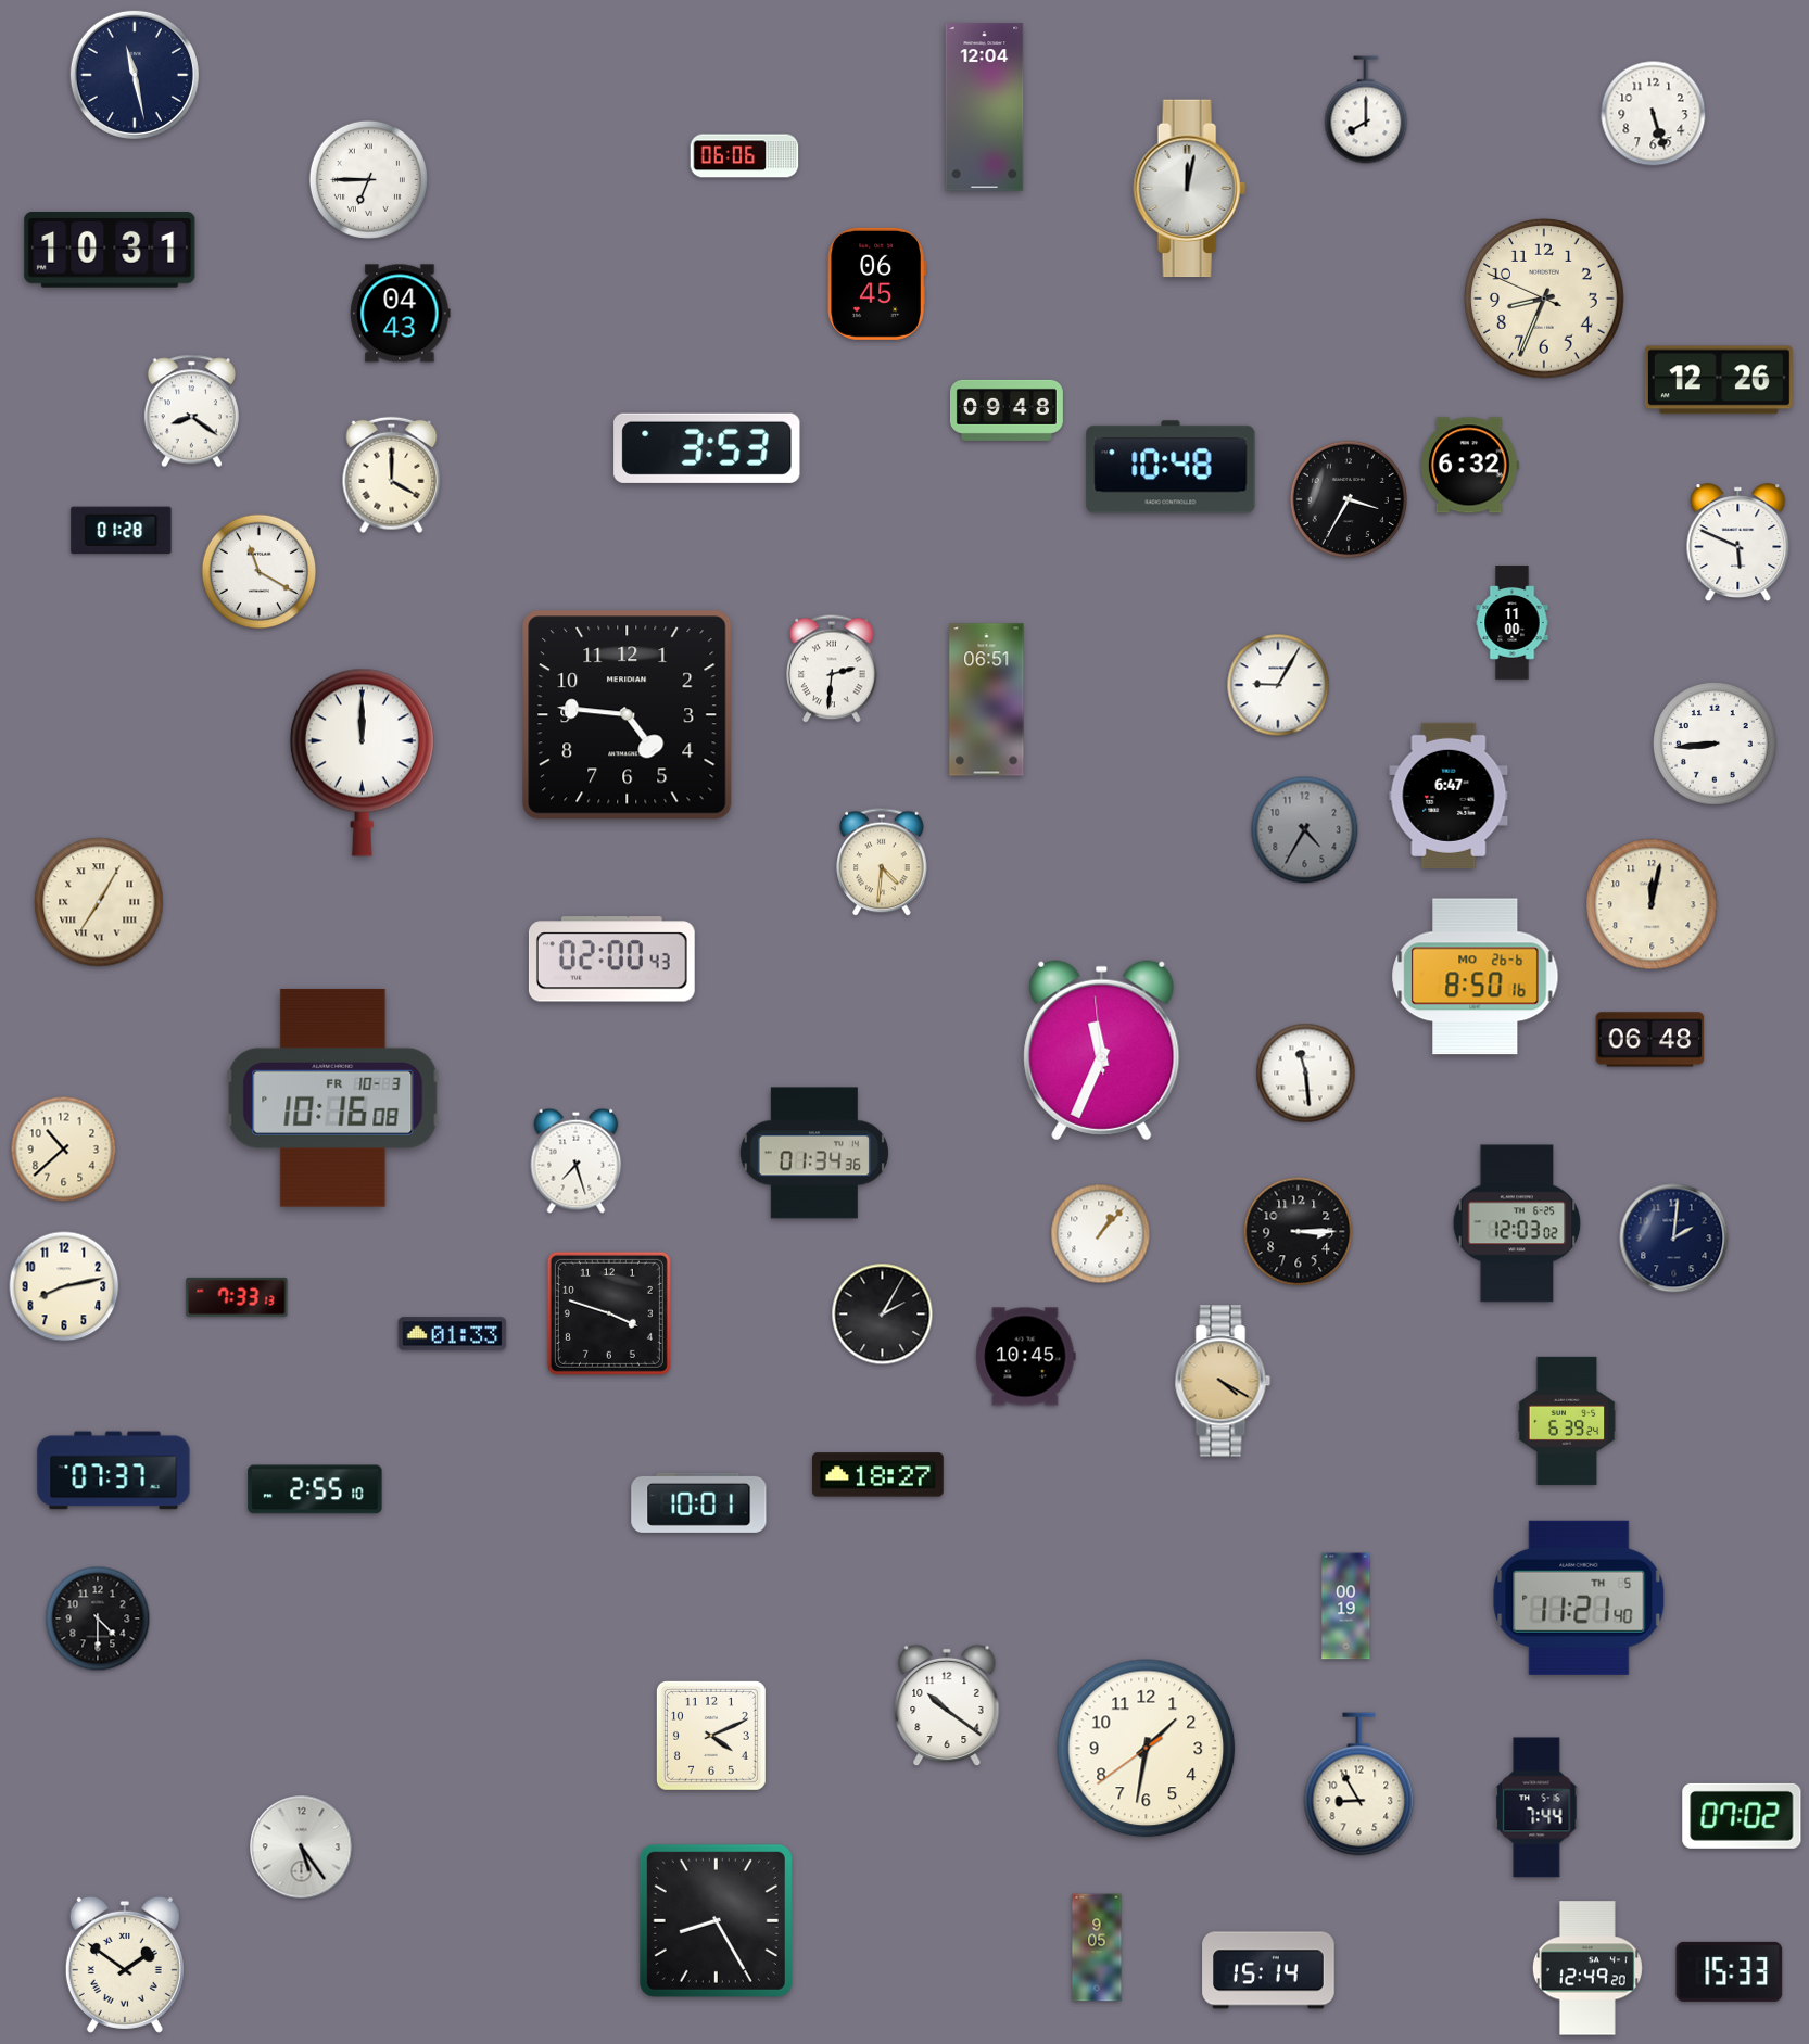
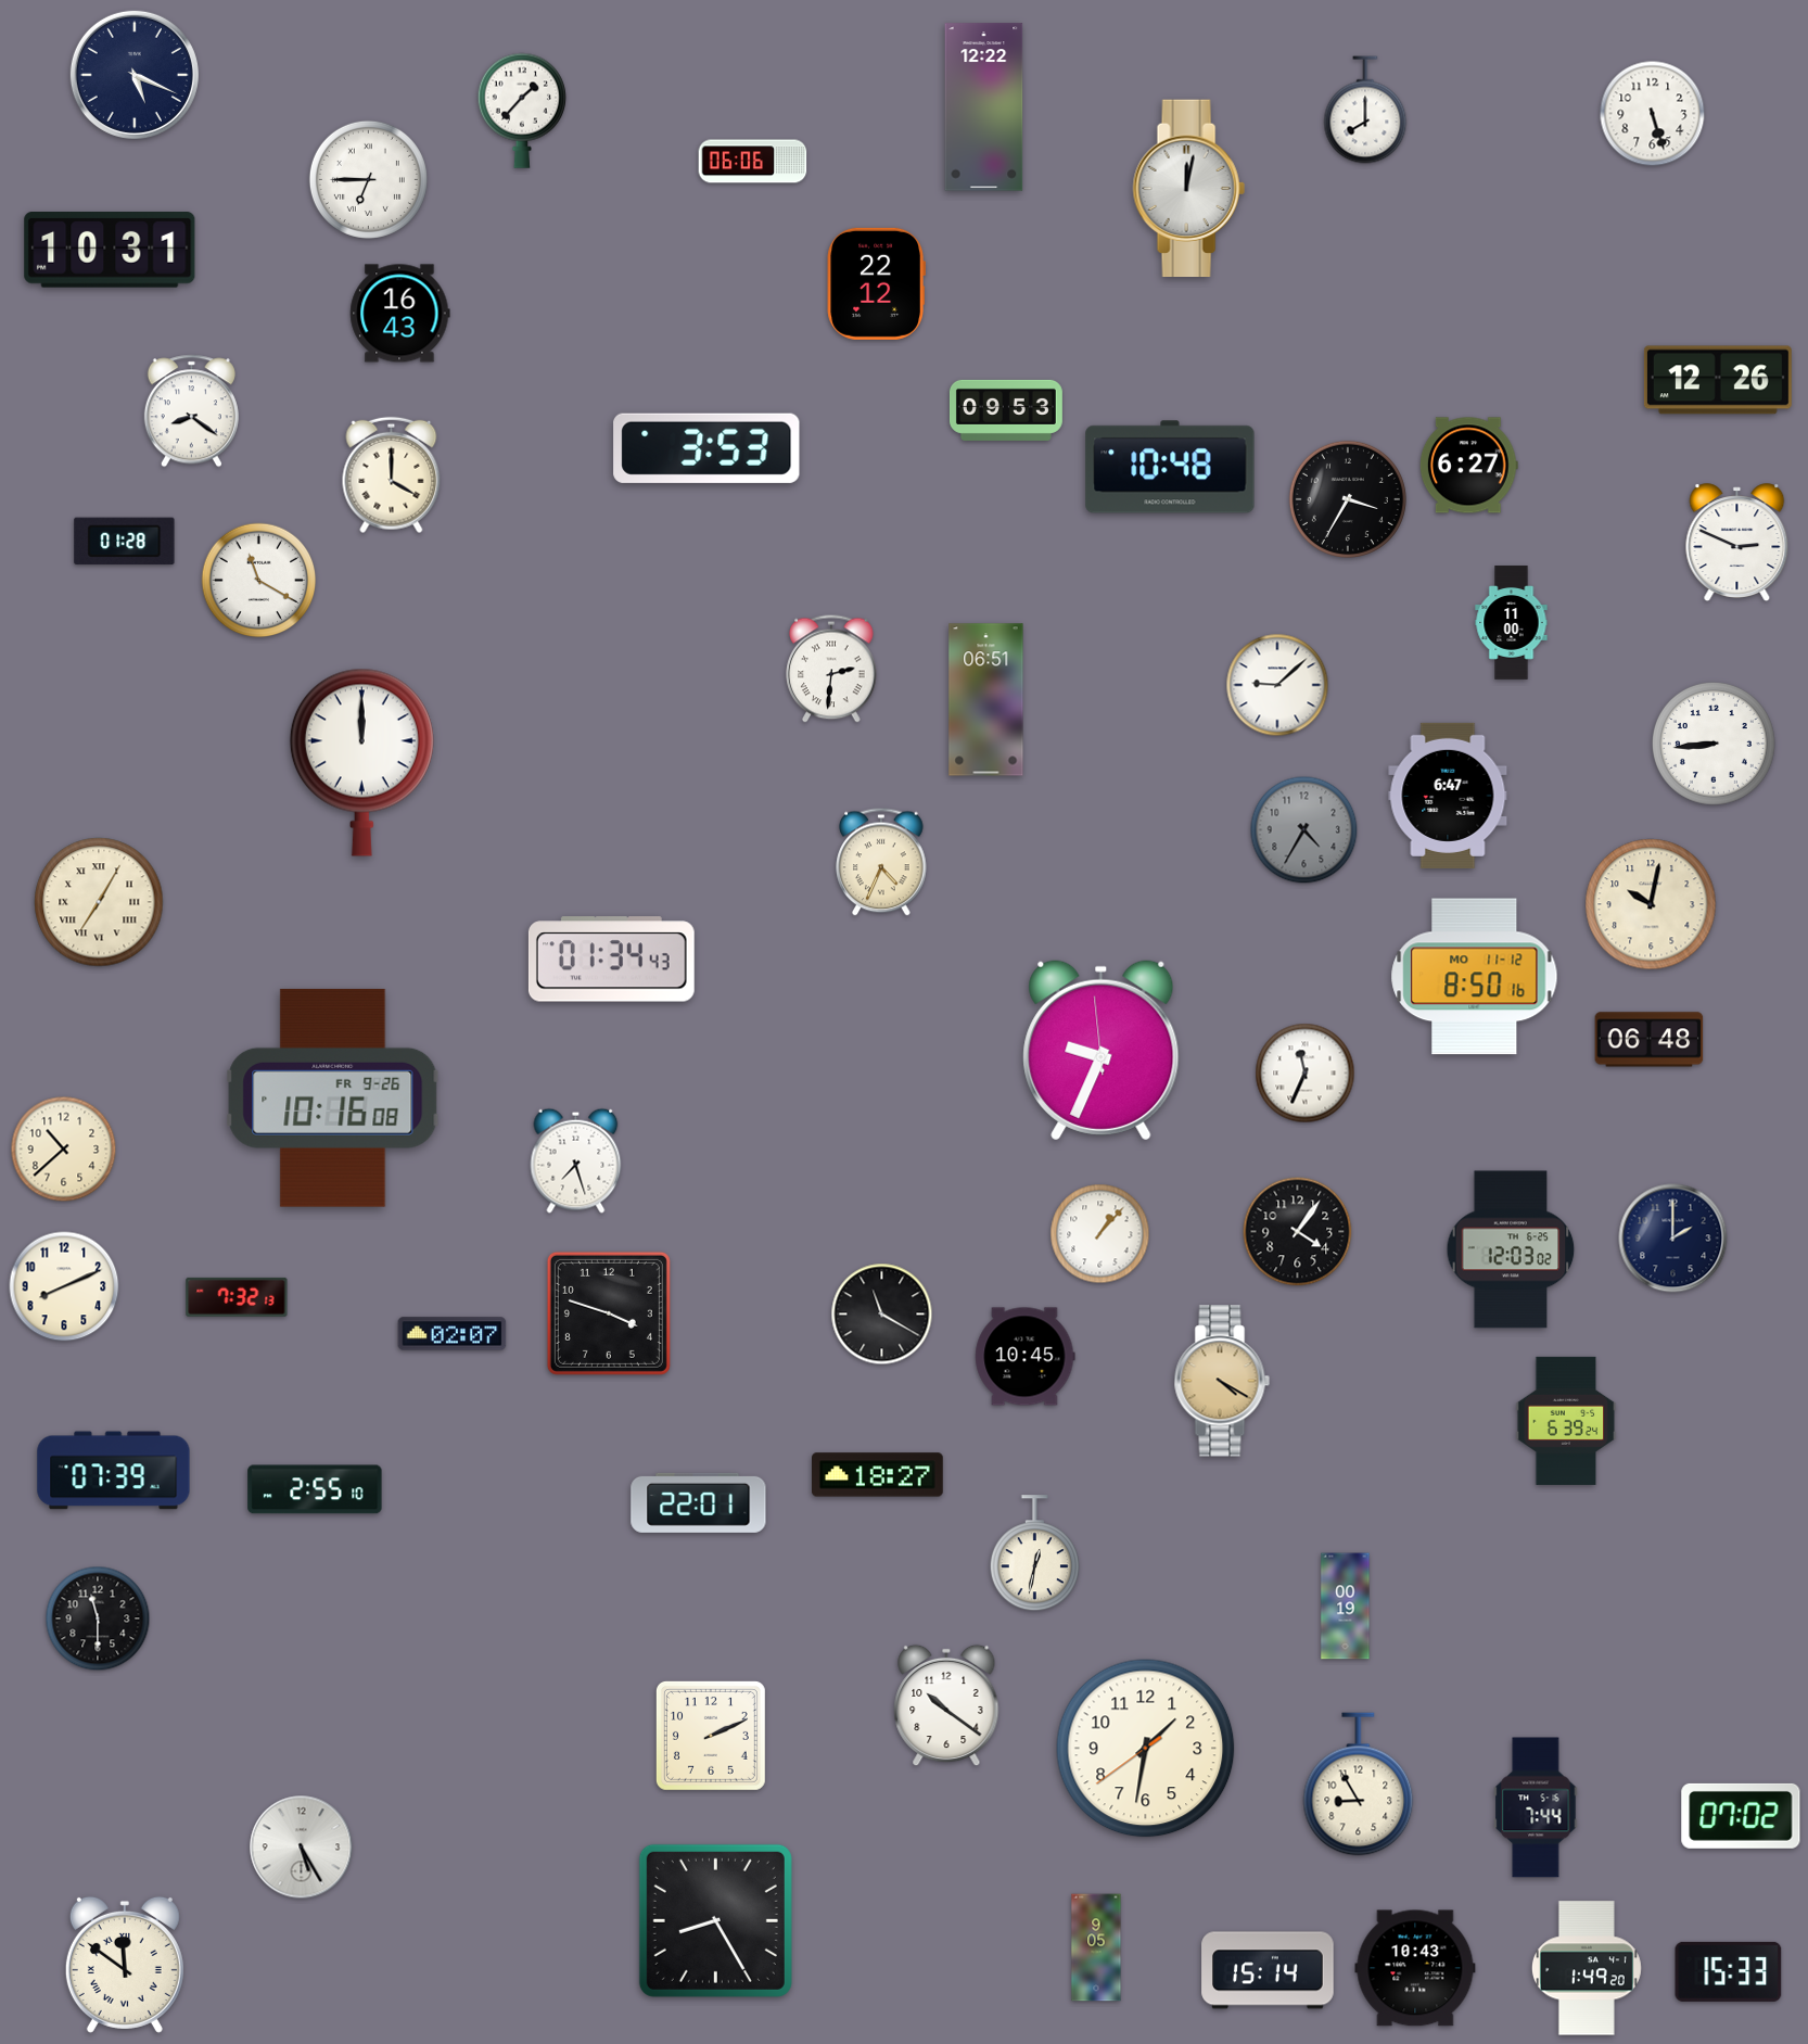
clock at (135, 75): 11:28 -> 5:19
clock at (985, 107): 12:04 -> 12:22
clock at (522, 111): none -> 1:37
clock at (745, 156) position: (745, 156) -> (753, 162)
clock at (876, 283): 06:45 -> 22:12
clock at (1544, 299): 8:33 -> none
clock at (401, 314): 04:43 -> 16:43
clock at (1007, 410): 09:48 -> 09:53
clock at (1469, 466): 6:32 -> 6:27
clock at (122, 531) position: (122, 531) -> (125, 542)
clock at (1738, 542): 5:49 -> 2:49
clock at (260, 572) position: (260, 572) -> (259, 581)
clock at (1278, 685): 9:05 -> 9:08
clock at (628, 715): 4:46 -> none
clock at (882, 862): 4:31 -> 4:34
clock at (1652, 904): 12:02 -> 10:02
clock at (611, 960): 02:00 -> 01:34
clock at (1476, 977) date: MO 26-6 -> MO 11-12
clock at (1102, 1051): 11:33 -> 9:33
clock at (1306, 1074): 11:29 -> 11:34
clock at (333, 1097) date: FR 10-3 -> FR 9-26
clock at (814, 1153): 01:34 -> none
clock at (1517, 1223) position: (1517, 1223) -> (1511, 1249)
clock at (1299, 1232): 3:15 -> 4:06
clock at (1674, 1239): 2:01 -> 2:00
clock at (64, 1286): 8:13 -> 8:11
clock at (237, 1297): 7:33 -> 7:32
clock at (883, 1315): 2:05 -> 11:20
clock at (453, 1334): 01:33 -> 02:07
clock at (114, 1471): 07:37 -> 07:39
clock at (699, 1502): 10:01 -> 22:01
clock at (1034, 1553): none -> 12:32
clock at (1579, 1598): 11:21 -> none
clock at (98, 1618): 4:30 -> 11:30
clock at (711, 1736): 4:11 -> 2:11
clock at (302, 1848): 5:24 -> 5:25
clock at (125, 1965): 1:51 -> 11:51
clock at (1415, 1968): none -> 10:43
clock at (1587, 1968): 12:49 -> 1:49
